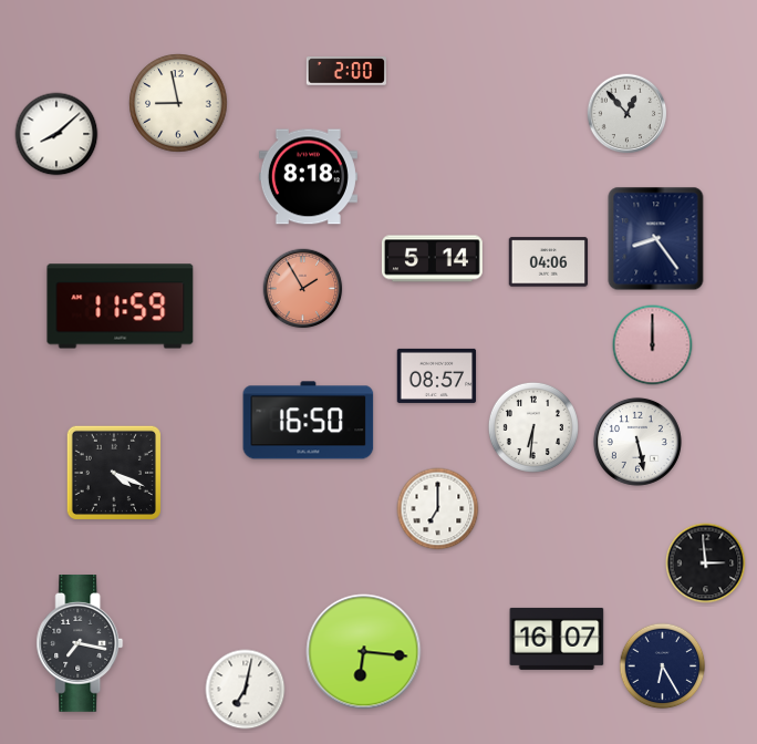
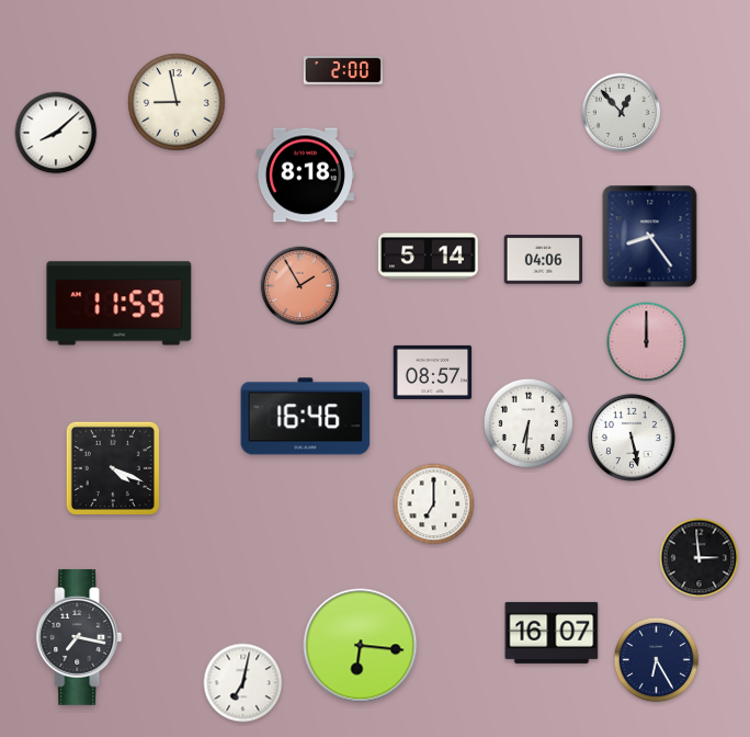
clock at (309, 421): 16:50 -> 16:46
